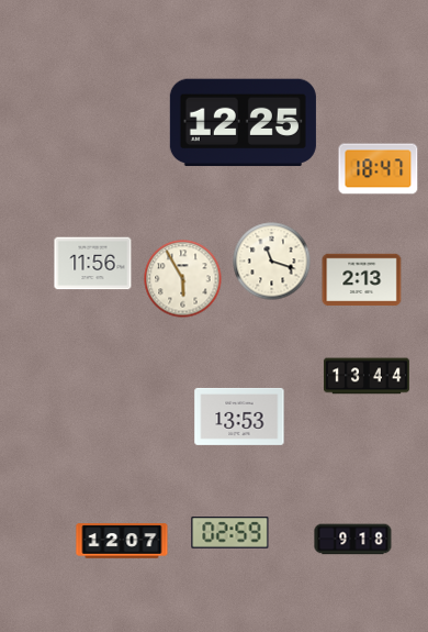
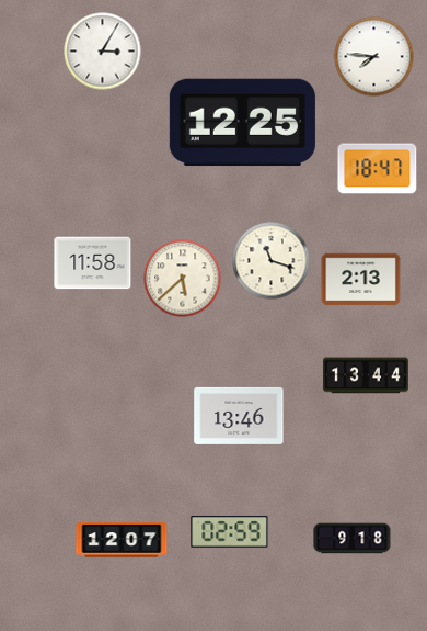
clock at (103, 52): none -> 3:05
clock at (374, 57): none -> 7:46
clock at (93, 264): 11:56 -> 11:58
clock at (183, 279): 5:55 -> 5:38
clock at (239, 417): 13:53 -> 13:46
